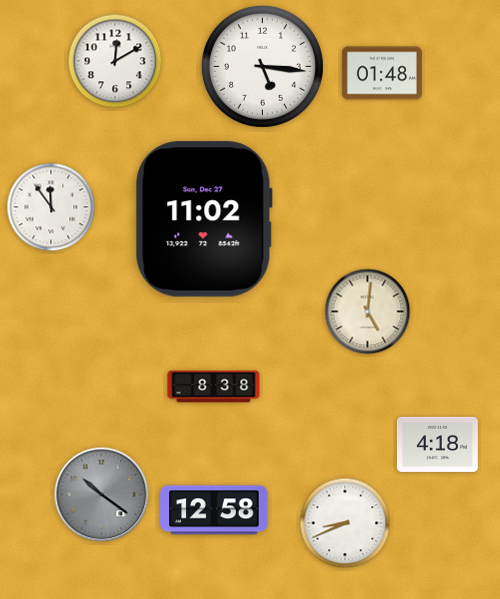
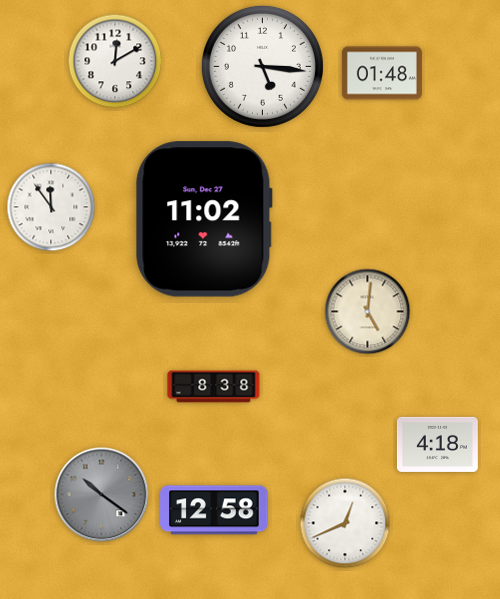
clock at (345, 523): 8:41 -> 12:41
